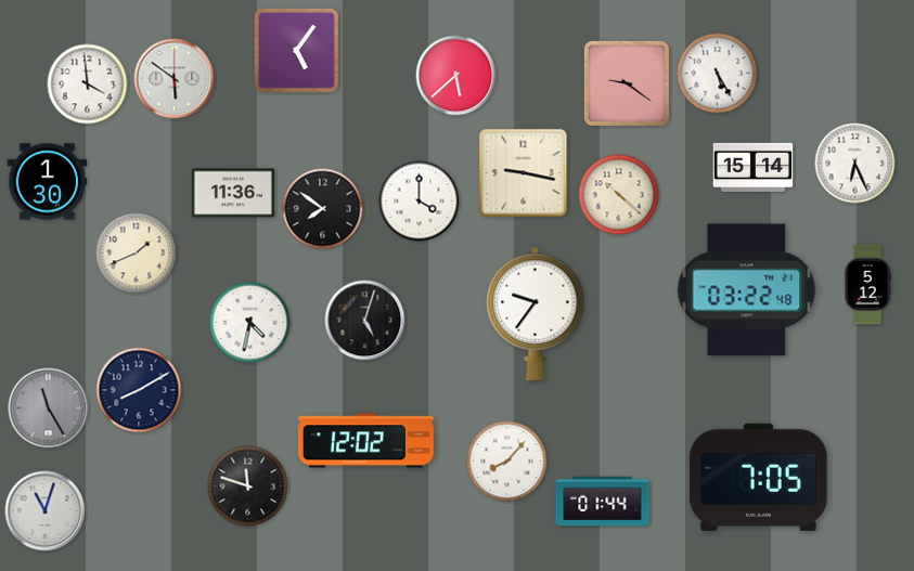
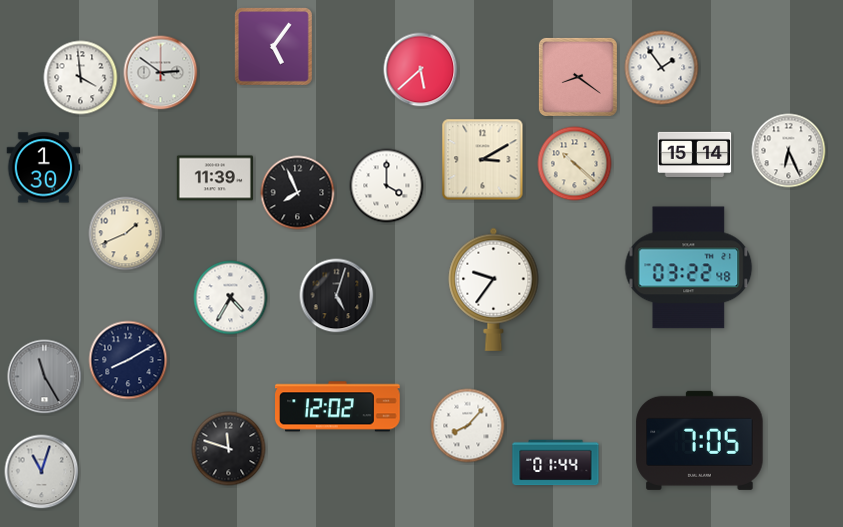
clock at (718, 74): 5:25 -> 1:54
clock at (175, 79): 5:51 -> 2:51
clock at (627, 83): 9:21 -> 8:21
clock at (524, 173): 9:17 -> 3:10
clock at (233, 193): 11:36 -> 11:39
clock at (619, 195) position: (619, 195) -> (575, 164)
clock at (323, 209): 7:51 -> 7:56
clock at (867, 285): 5:12 -> none
clock at (250, 323): 4:32 -> 4:35
